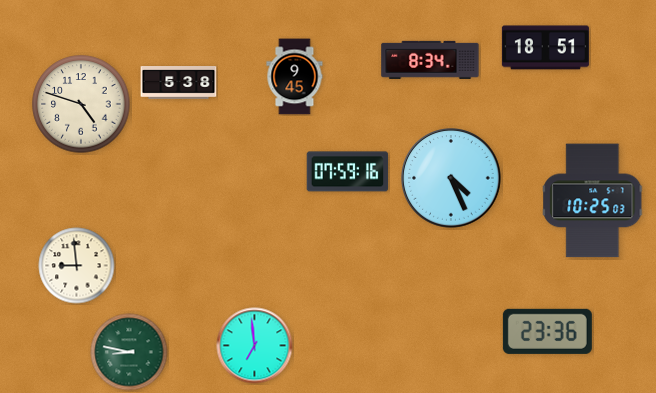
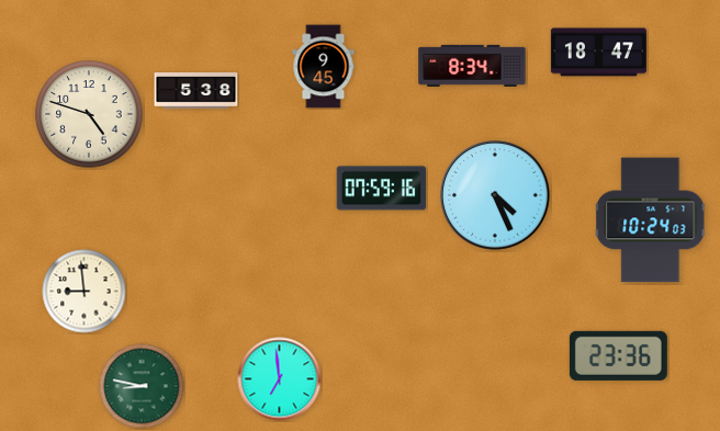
clock at (545, 48): 18:51 -> 18:47
clock at (295, 77) position: (295, 77) -> (324, 67)
clock at (593, 201): 10:25 -> 10:24
clock at (547, 331) position: (547, 331) -> (618, 355)
